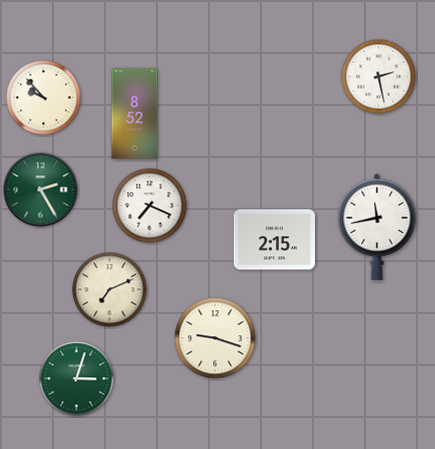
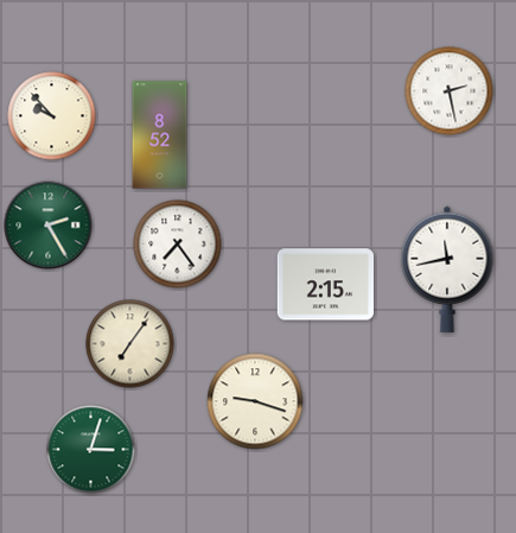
clock at (150, 206): 7:19 -> 7:24
clock at (110, 290): 7:11 -> 7:06
